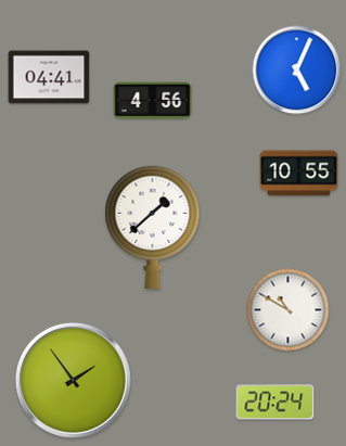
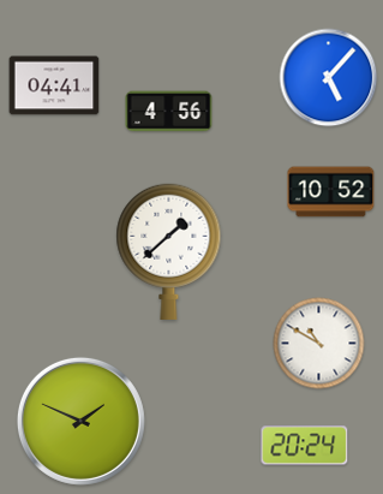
clock at (297, 71): 5:04 -> 5:07
clock at (299, 174): 10:55 -> 10:52
clock at (73, 380): 1:54 -> 1:49
